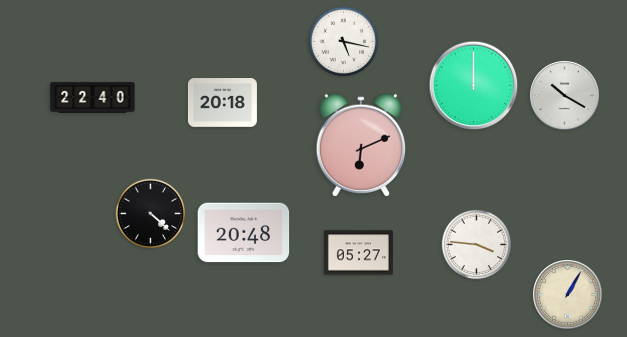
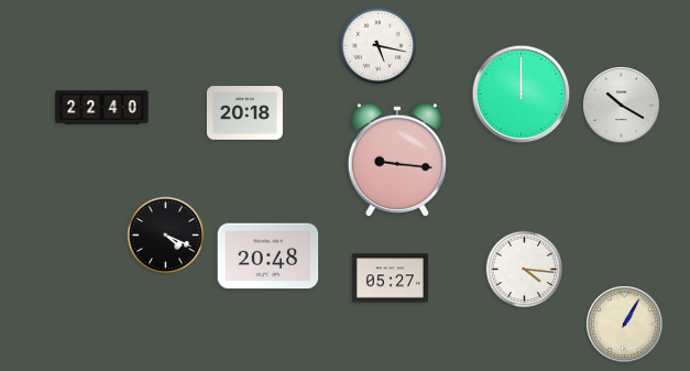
clock at (360, 145): 6:11 -> 9:16
clock at (151, 214): 4:22 -> 4:19
clock at (477, 245): 3:46 -> 4:16
clock at (358, 253) position: (358, 253) -> (390, 279)
